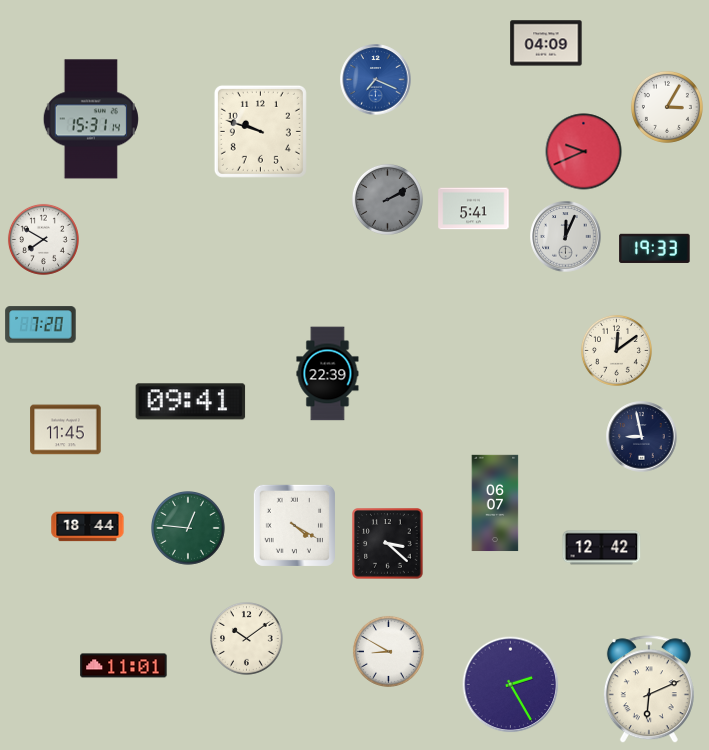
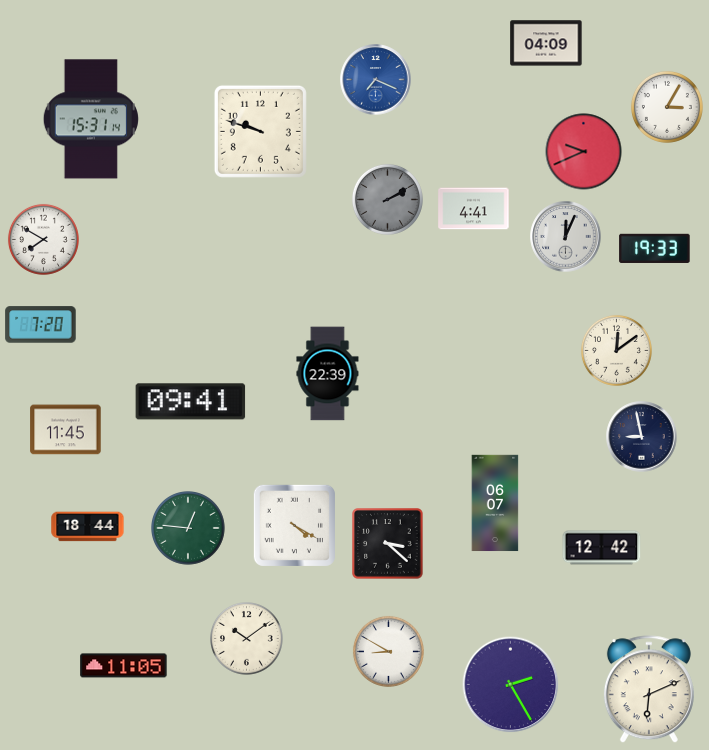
clock at (474, 209): 5:41 -> 4:41
clock at (124, 666): 11:01 -> 11:05
